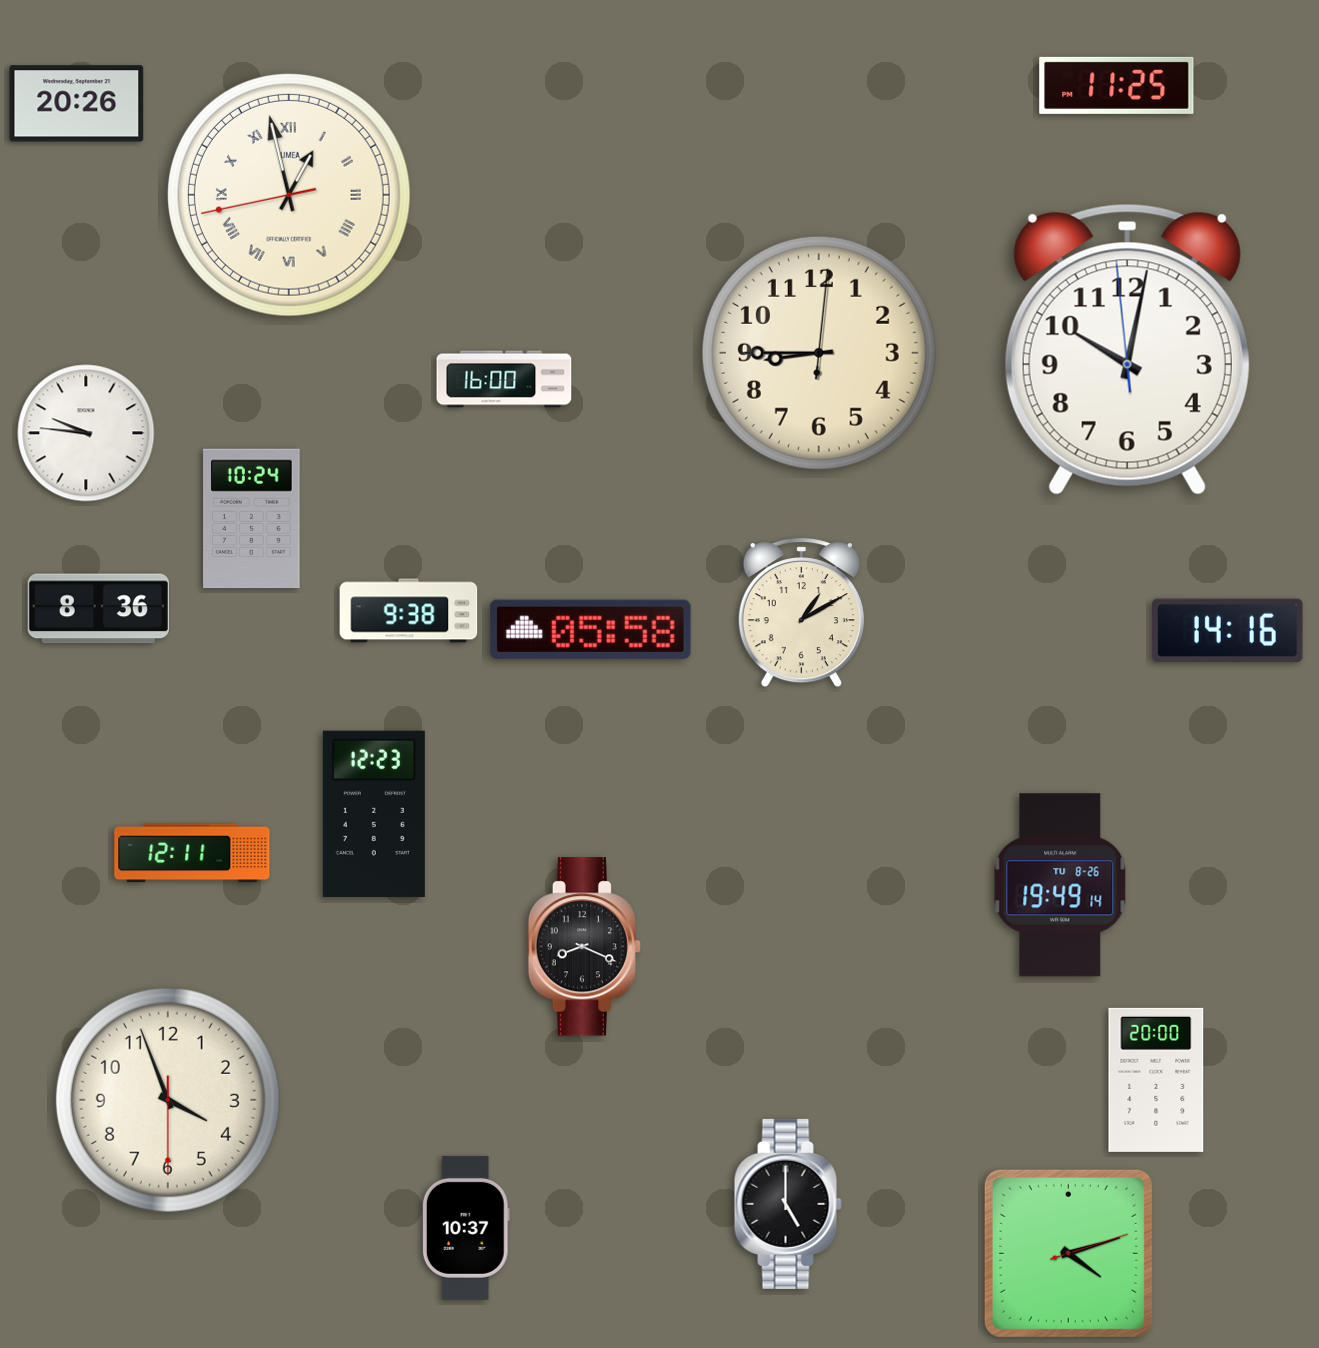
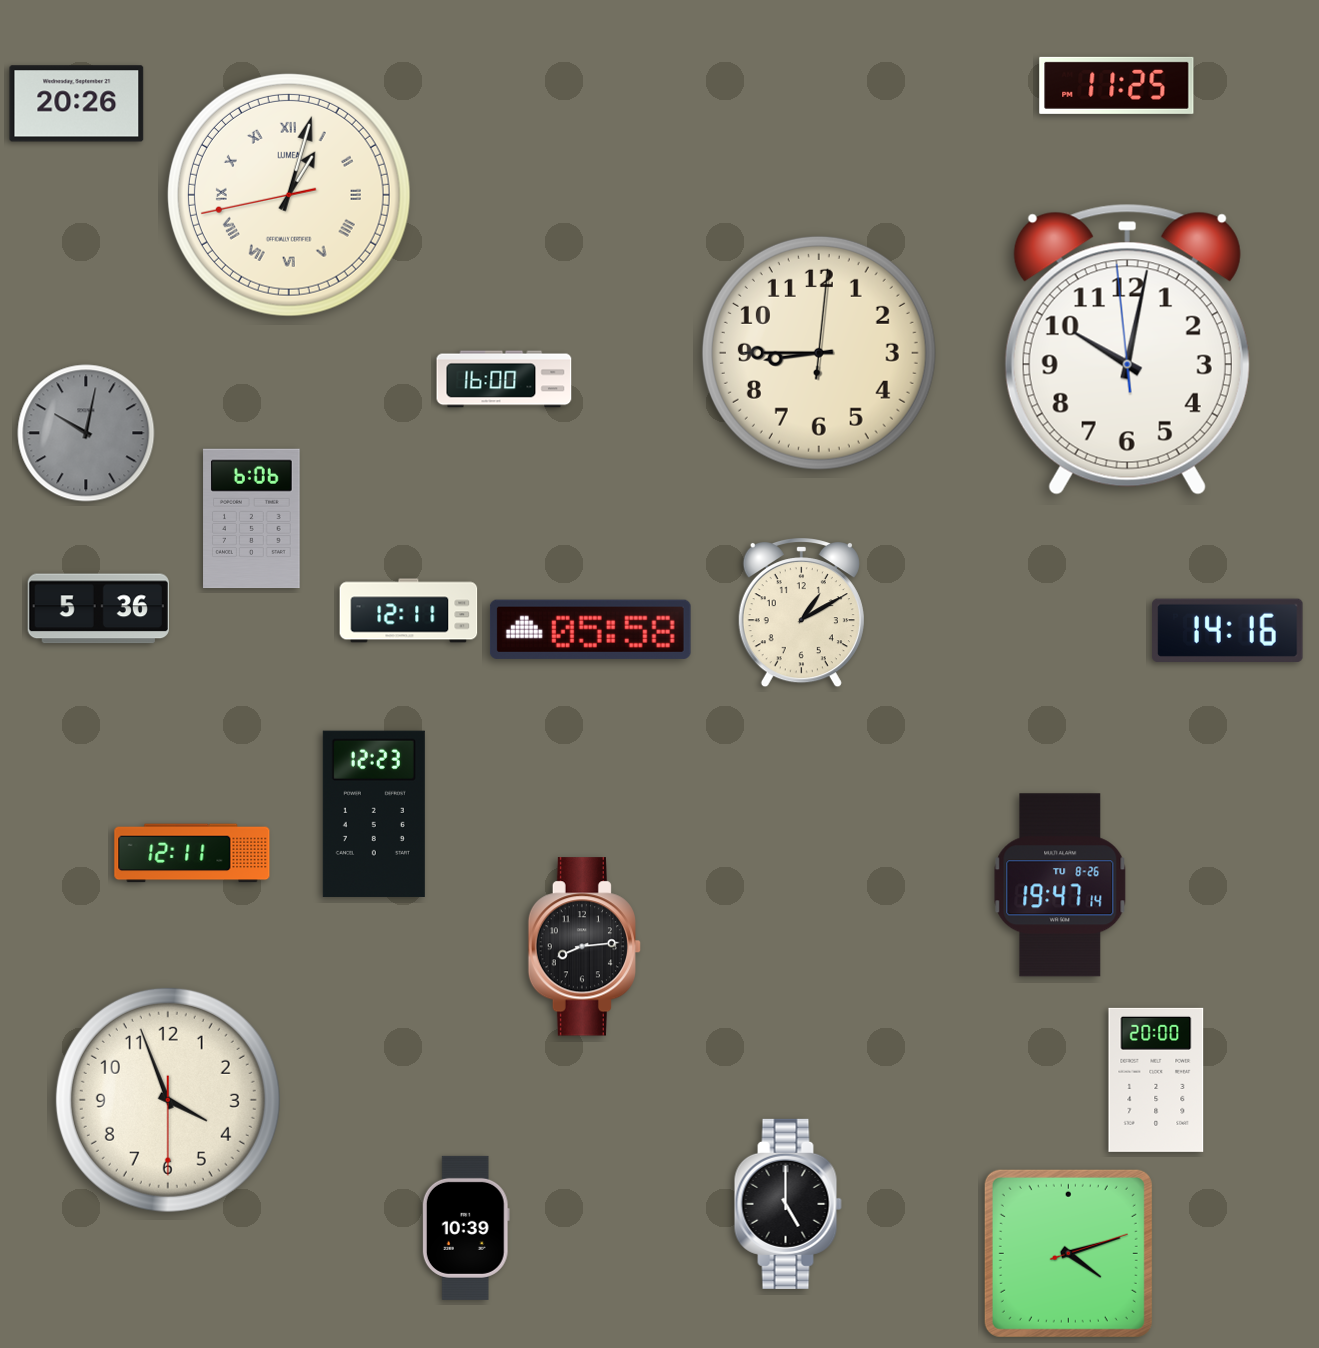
clock at (289, 195): 12:57 -> 1:02
clock at (86, 433): 9:46 -> 10:02
clock at (86, 433) dial: white -> grey
clock at (252, 519): 10:24 -> 6:06
clock at (98, 609): 8:36 -> 5:36
clock at (409, 611): 9:38 -> 12:11
clock at (1060, 885): 19:49 -> 19:47
clock at (585, 947): 8:19 -> 8:14
clock at (466, 1228): 10:37 -> 10:39
